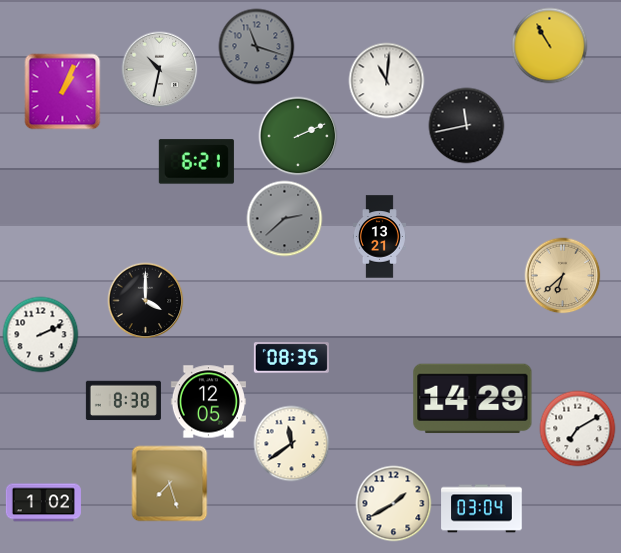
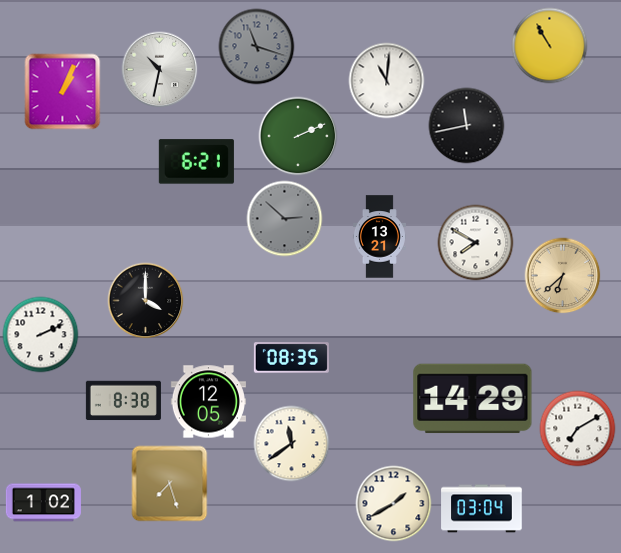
clock at (285, 219): 2:38 -> 2:52
clock at (476, 243): none -> 7:50
